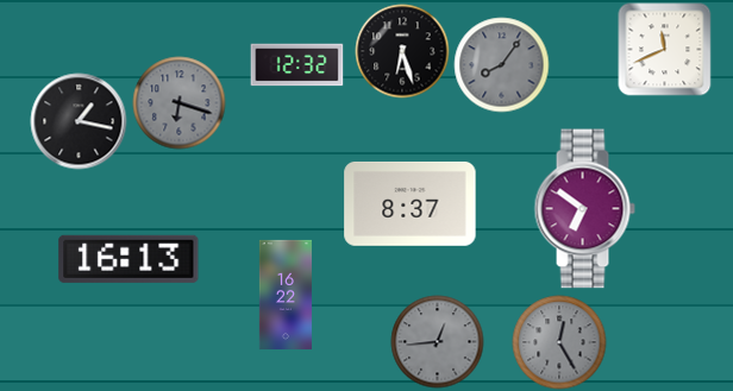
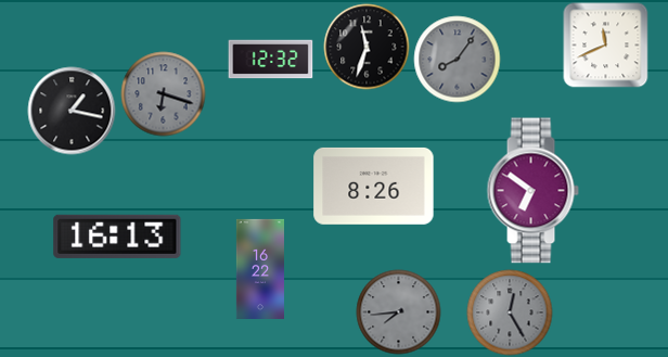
clock at (402, 51): 6:27 -> 11:33
clock at (411, 203): 8:37 -> 8:26
clock at (437, 341): 12:44 -> 7:44
